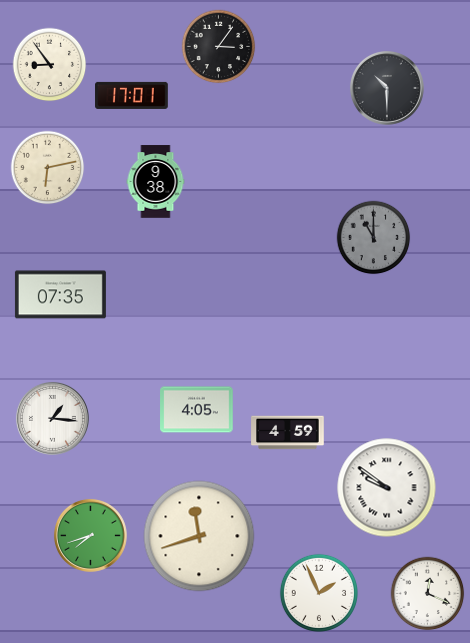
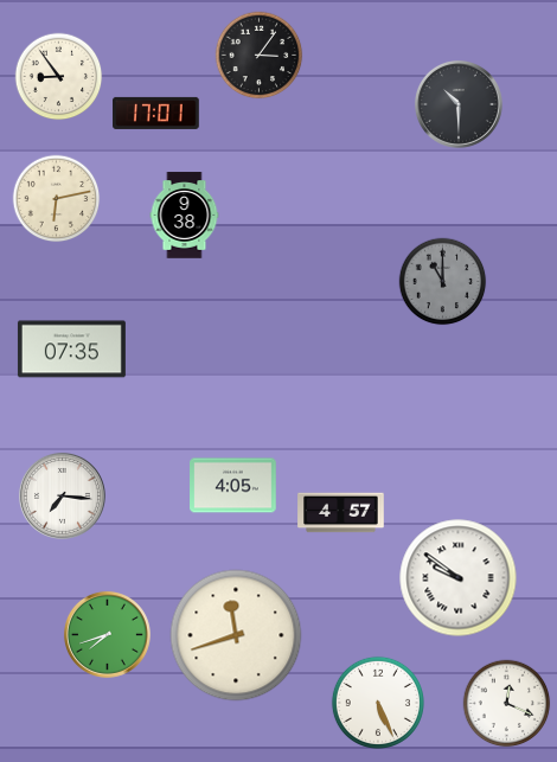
clock at (52, 418): 1:16 -> 7:16
clock at (288, 433): 4:59 -> 4:57
clock at (319, 593): 1:56 -> 5:26
